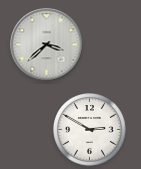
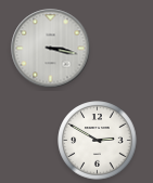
clock at (47, 45): 3:38 -> 3:17
